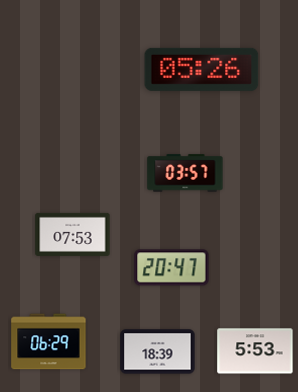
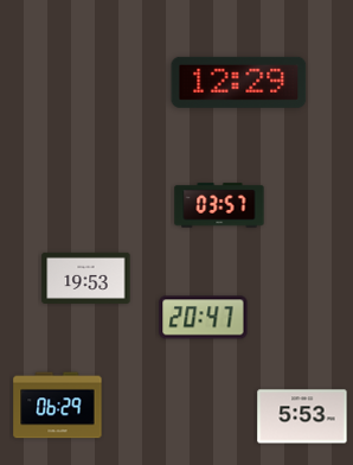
clock at (202, 69): 05:26 -> 12:29
clock at (73, 234): 07:53 -> 19:53
clock at (158, 352): 18:39 -> none
